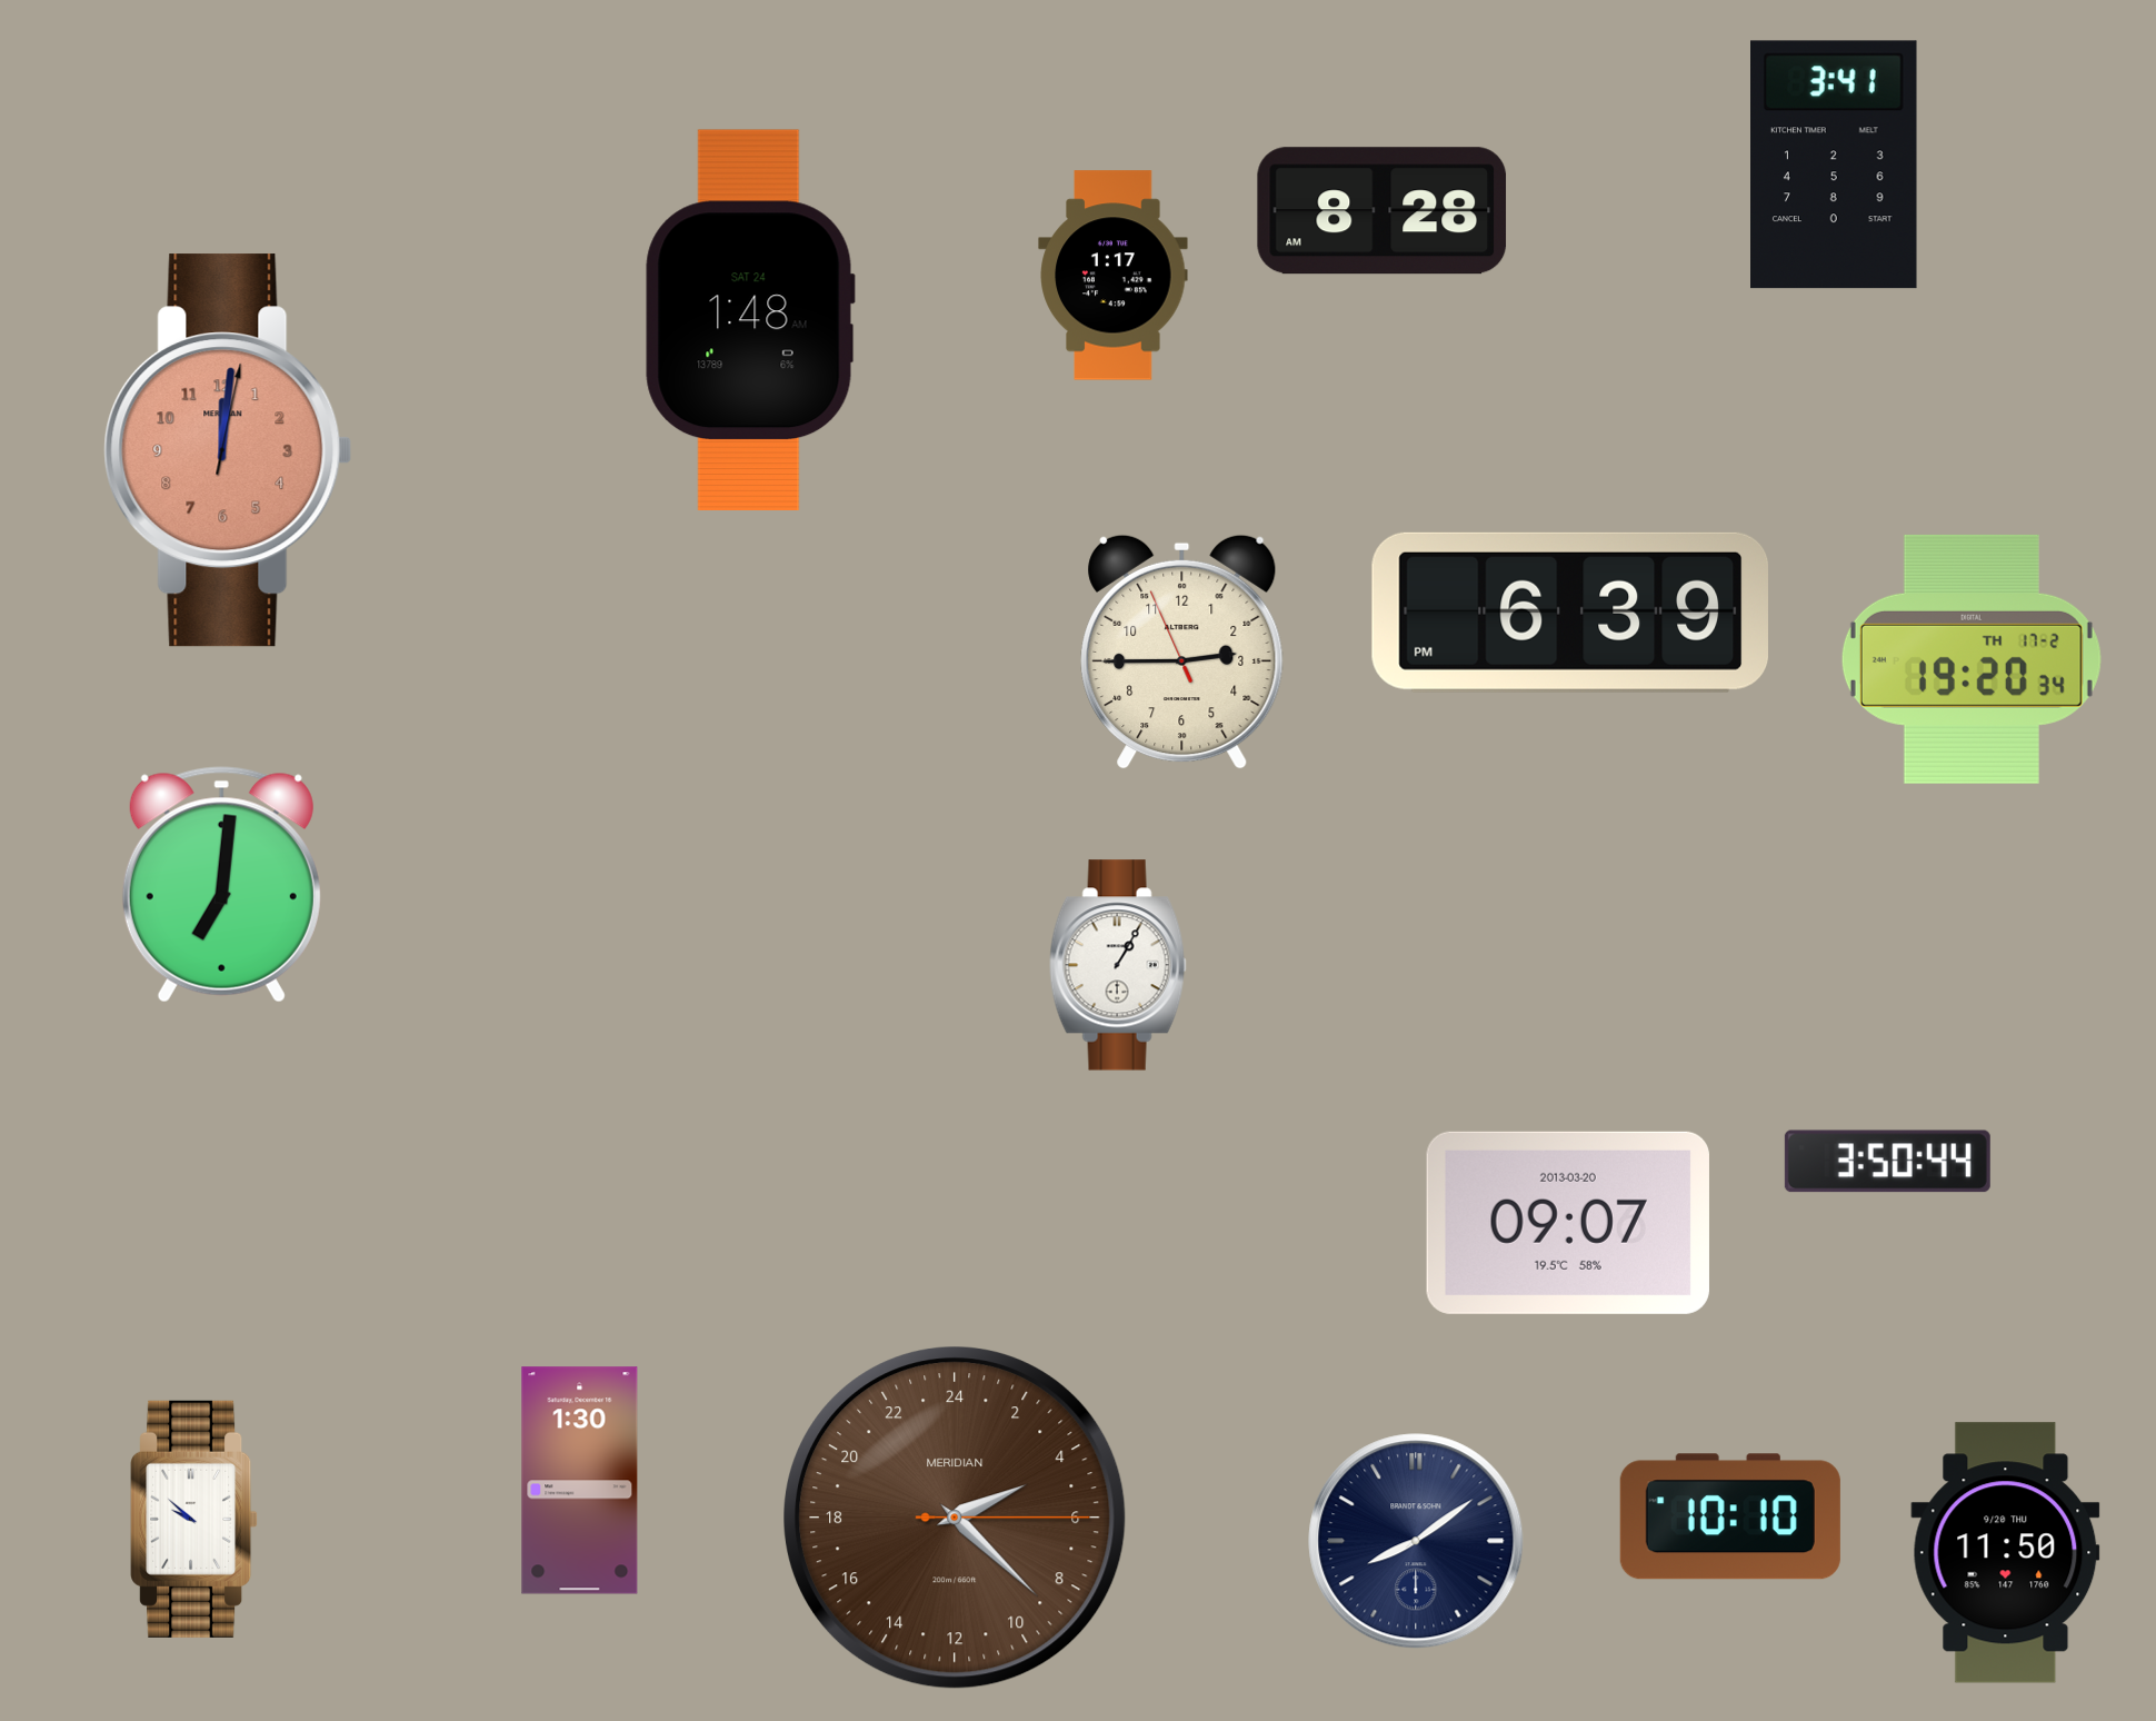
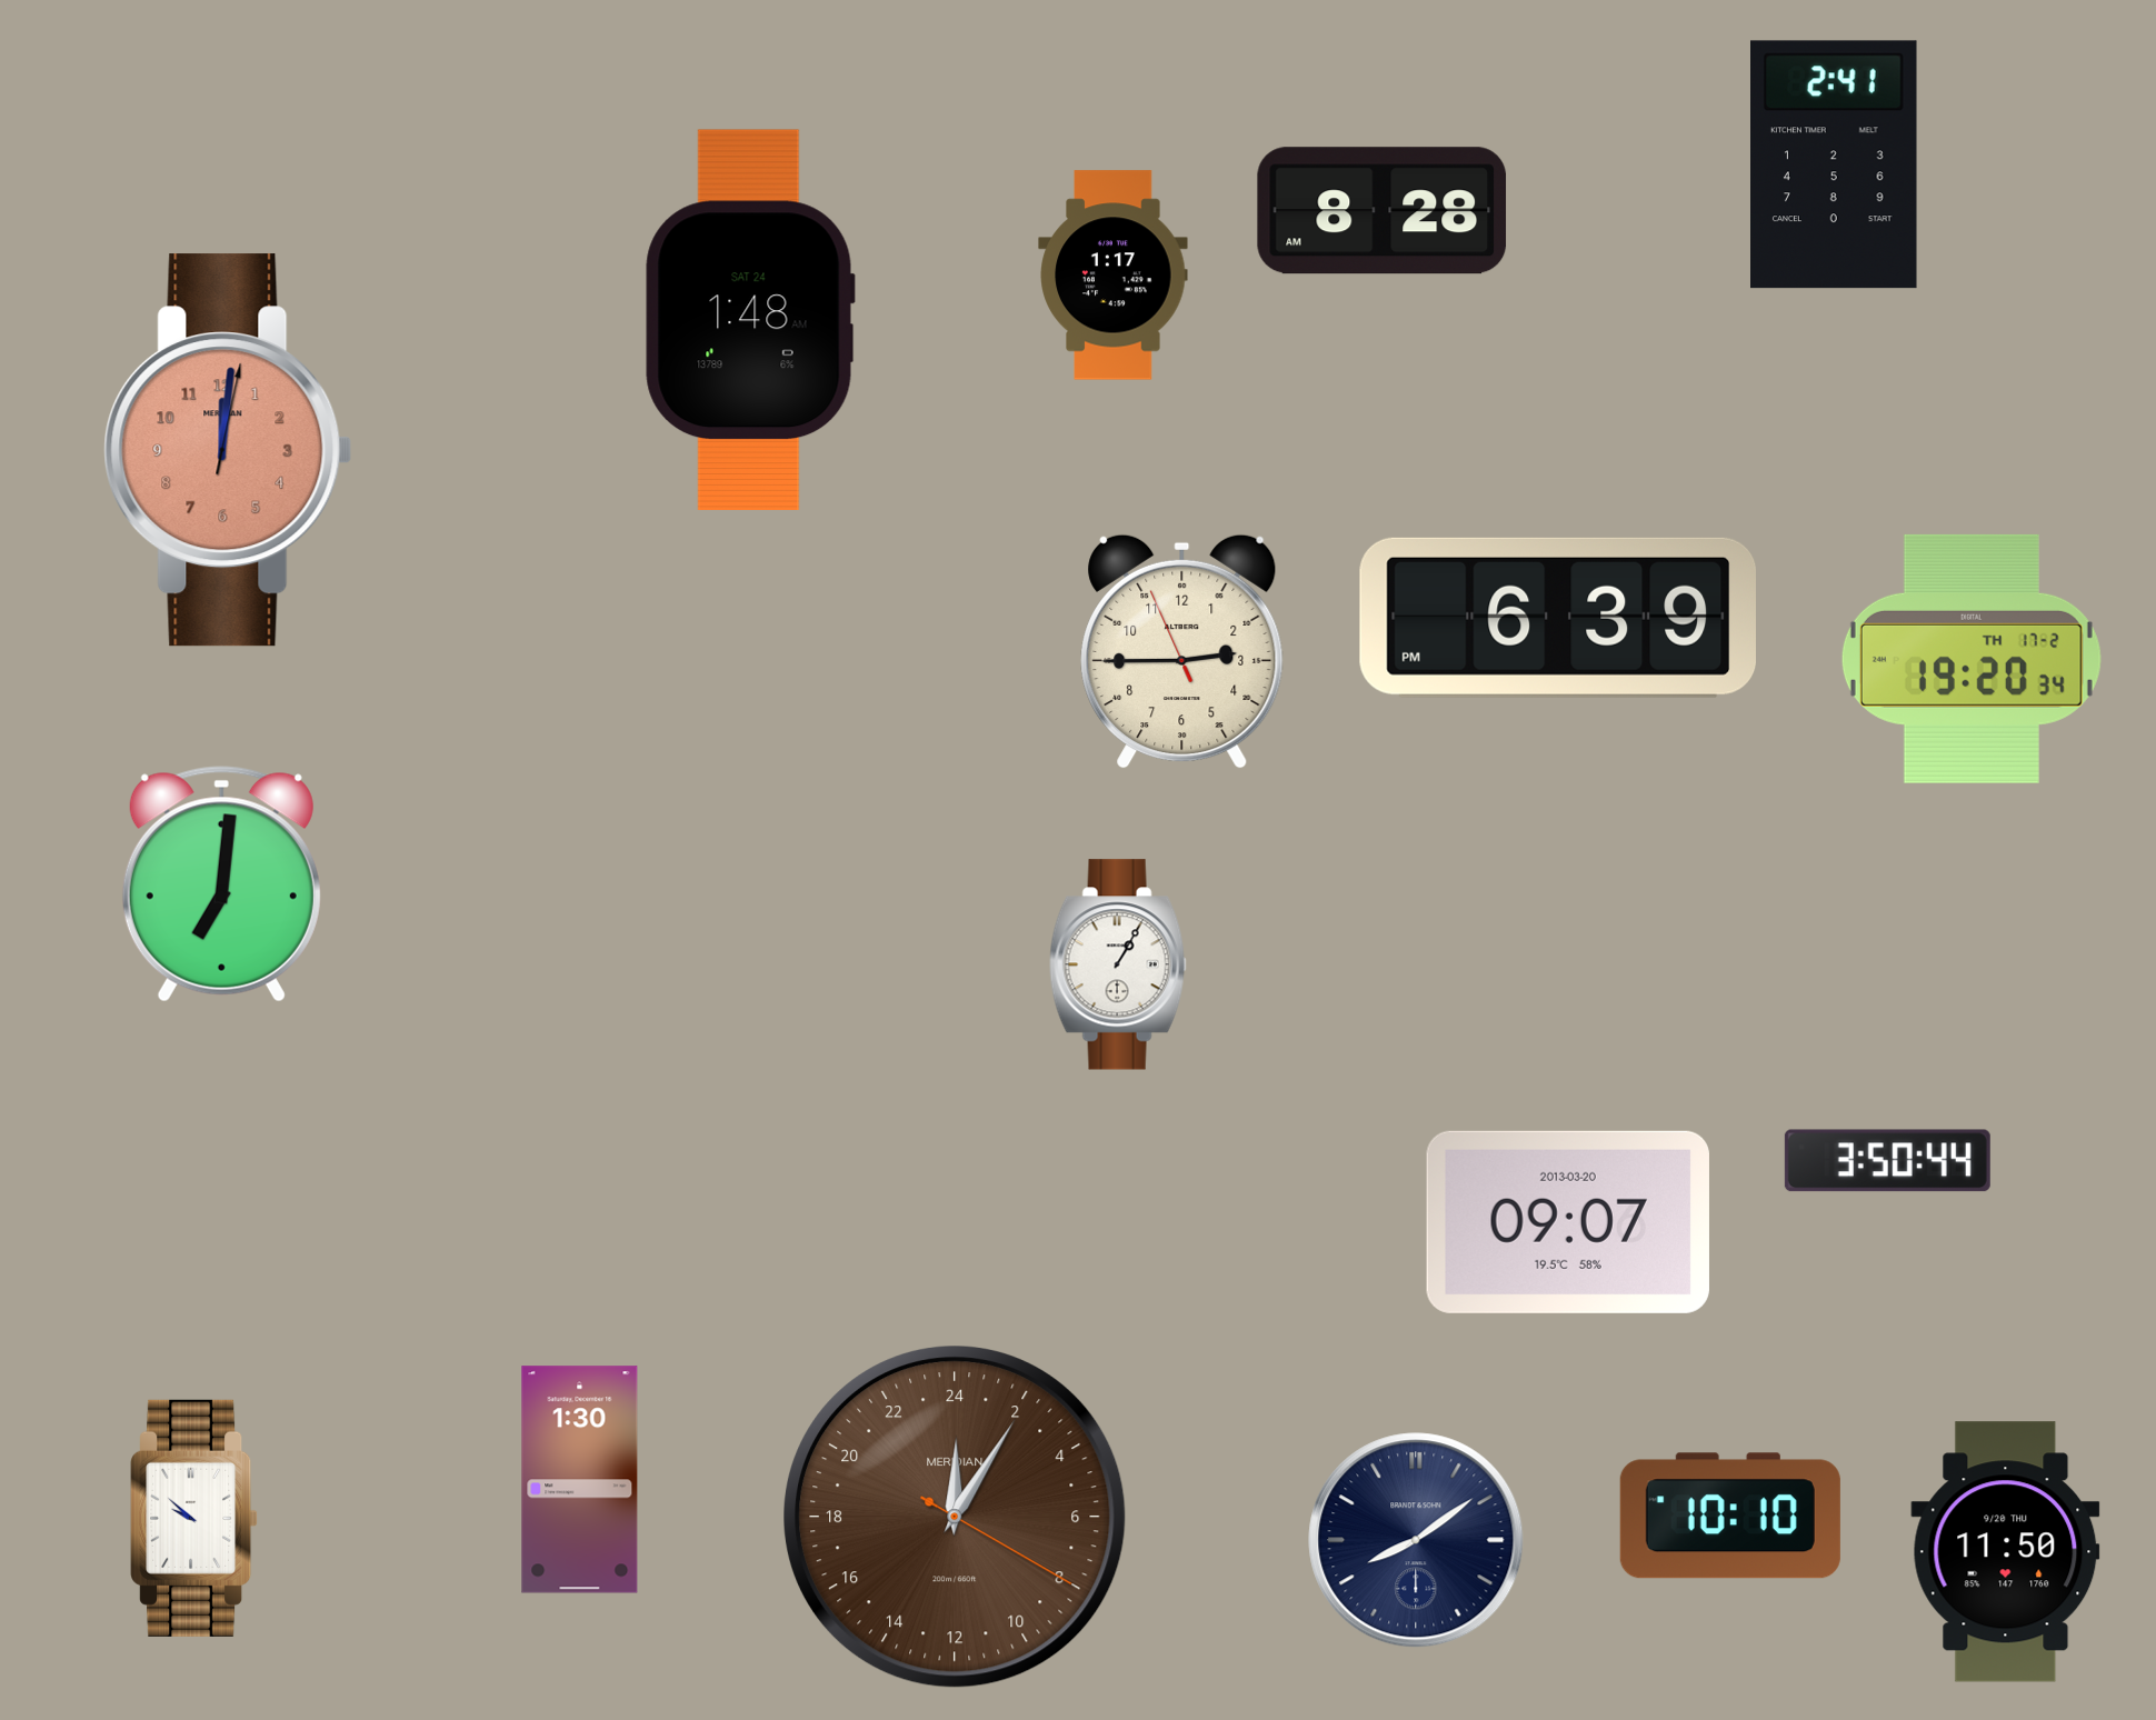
clock at (1835, 165): 3:41 -> 2:41
clock at (1569, 613) position: (1569, 613) -> (1557, 618)
clock at (956, 1519): 4:22 -> 0:05
